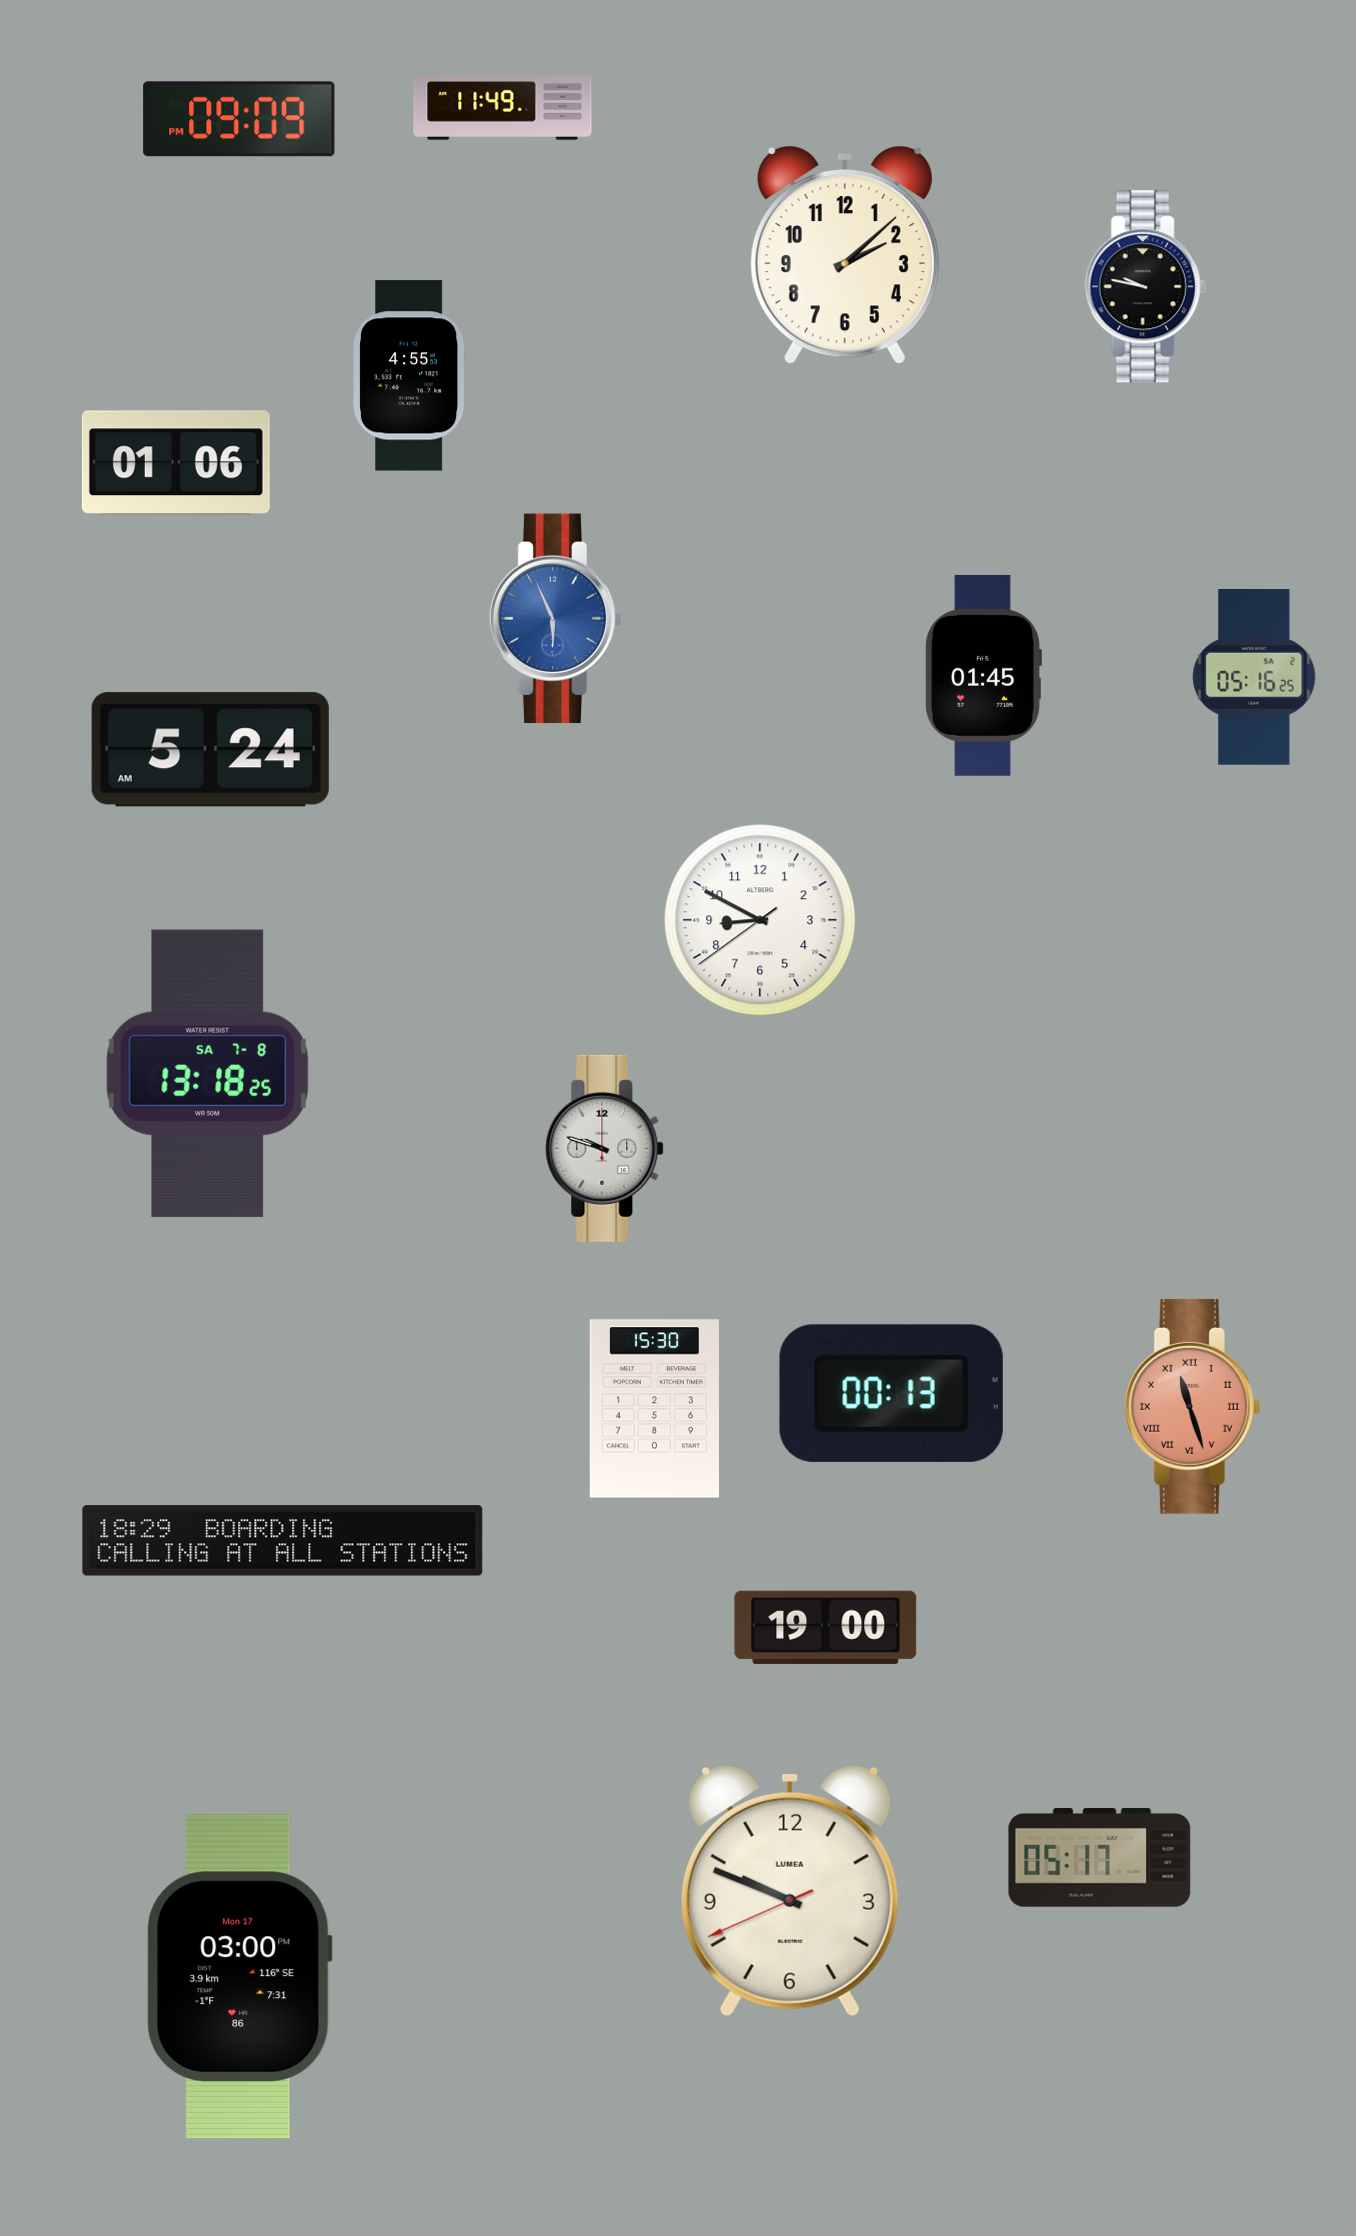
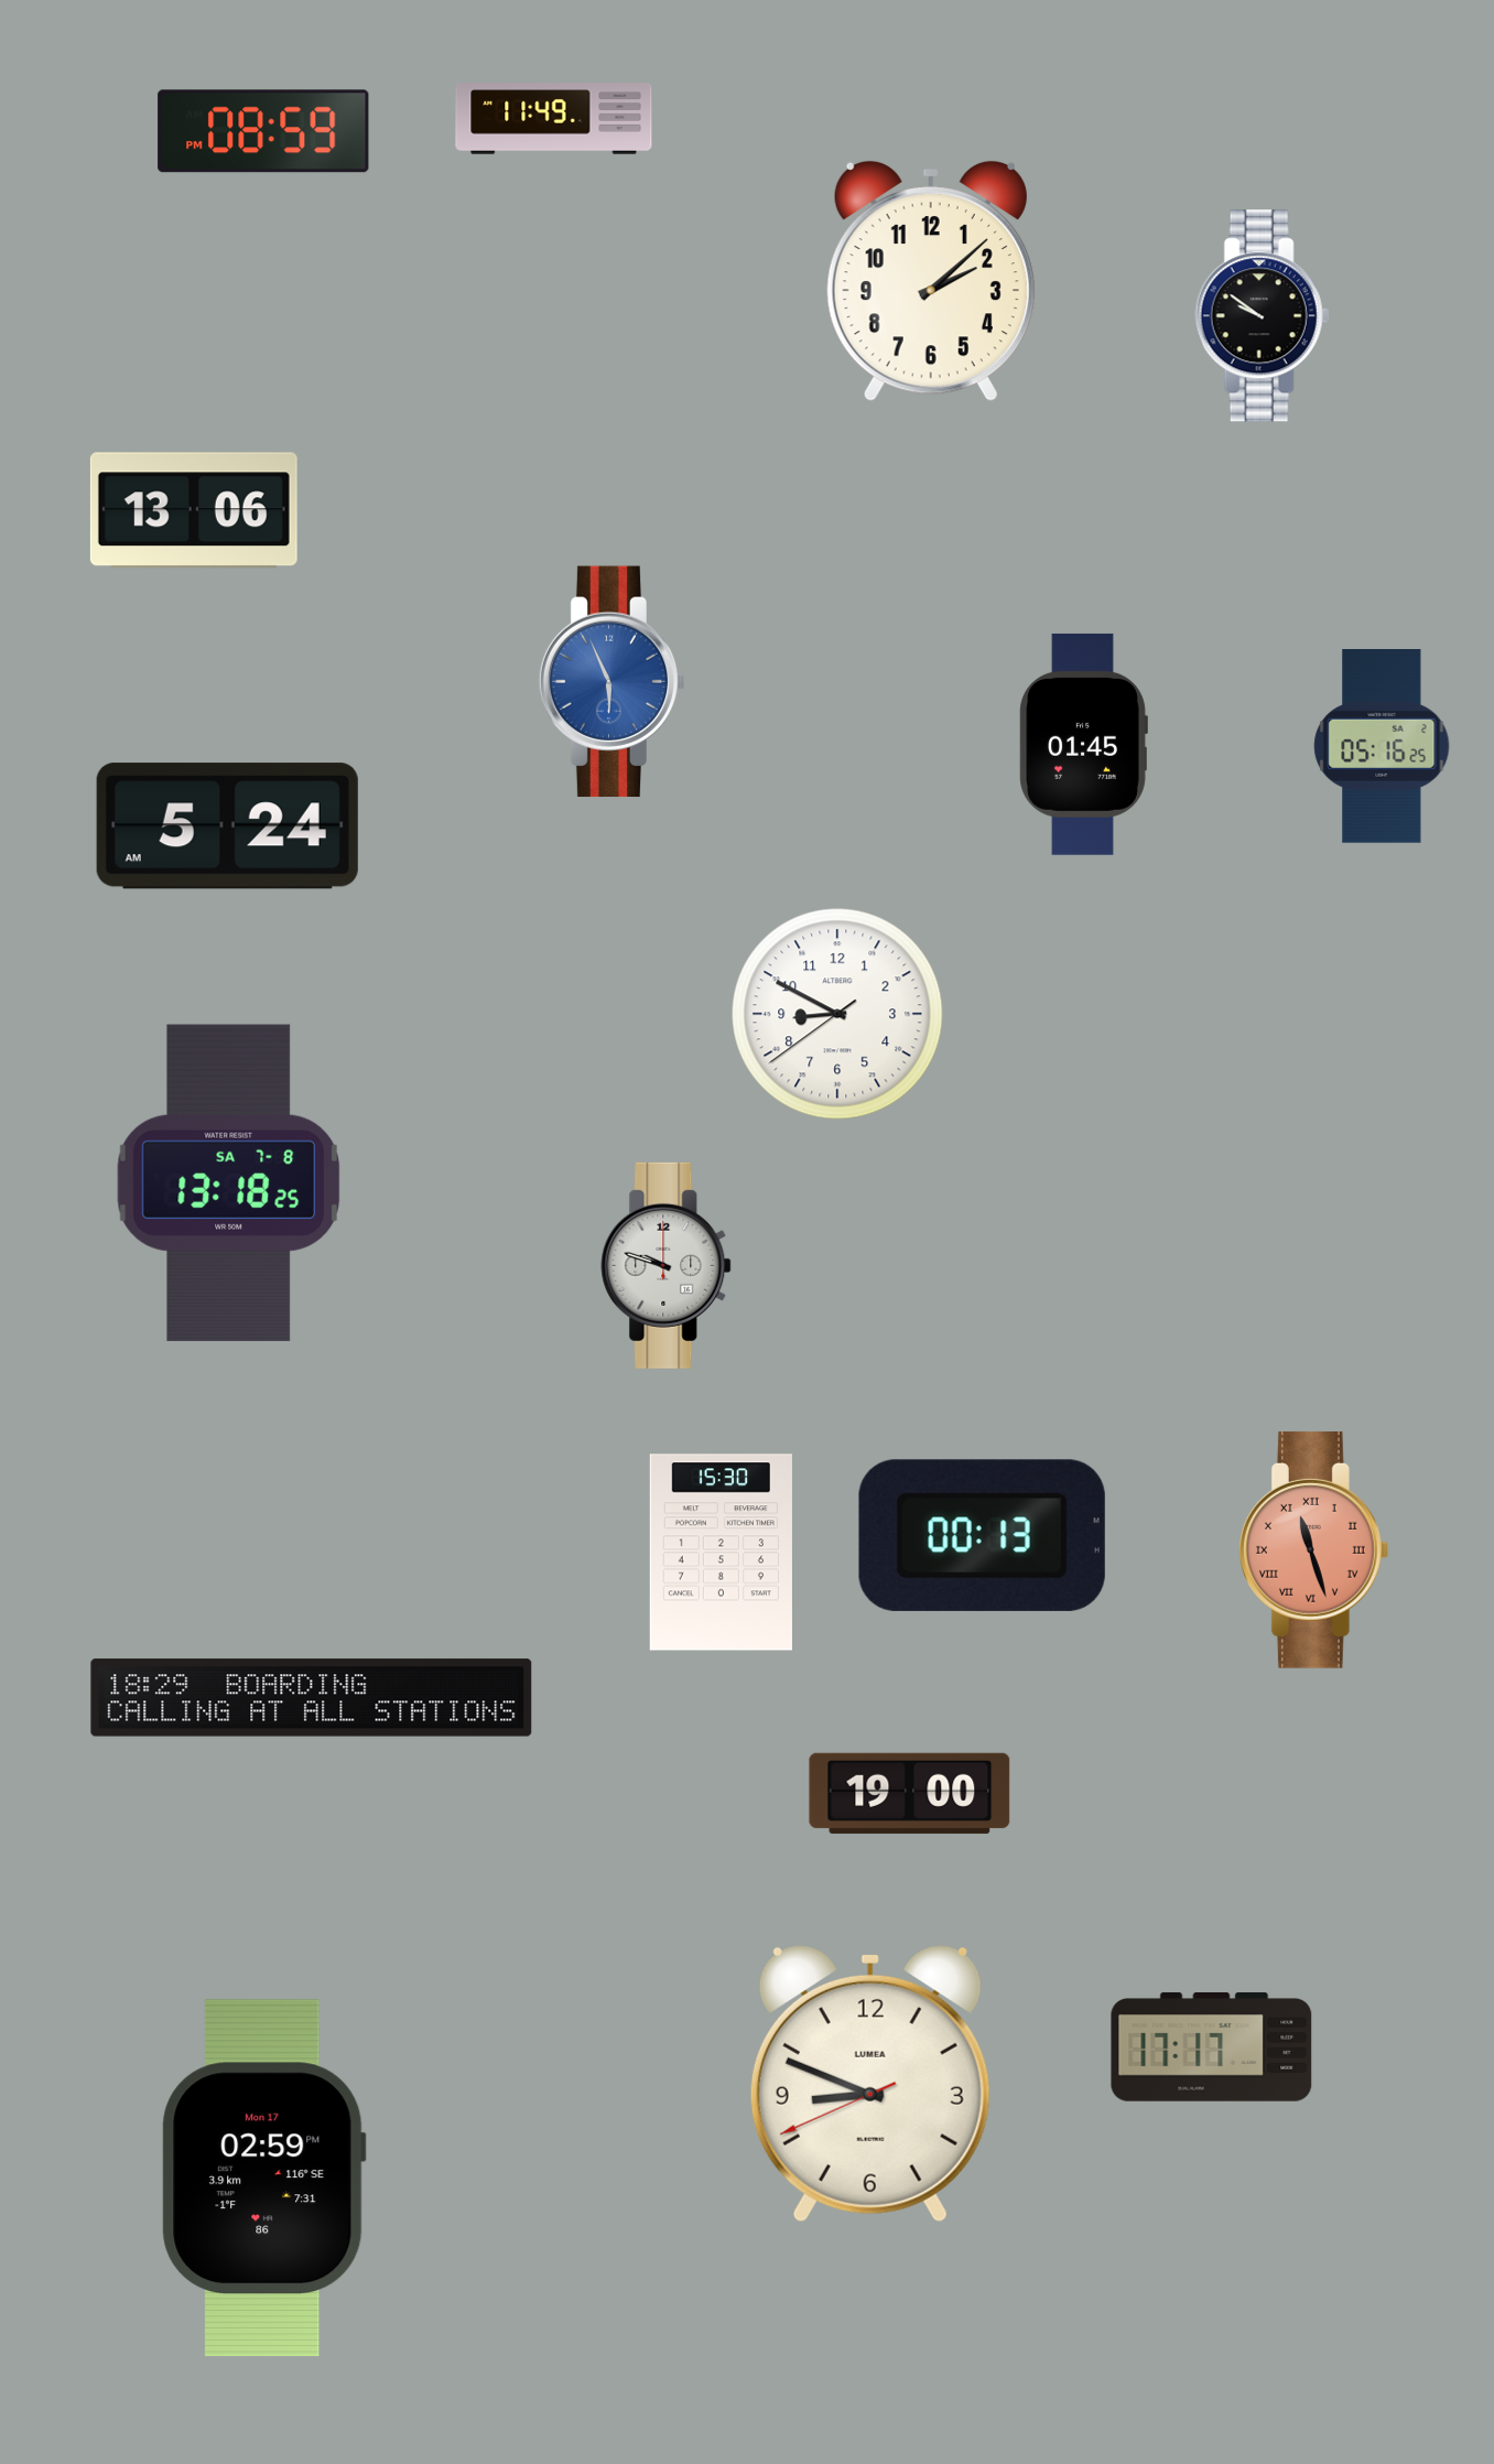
clock at (239, 119): 09:09 -> 08:59
clock at (1145, 287): 9:47 -> 9:51
clock at (410, 376): 4:55 -> none
clock at (176, 463): 01:06 -> 13:06
clock at (210, 750) position: (210, 750) -> (227, 826)
clock at (1100, 1857): 05:17 -> 17:17
clock at (790, 1891): 9:48 -> 8:48
clock at (239, 1977): 03:00 -> 02:59
